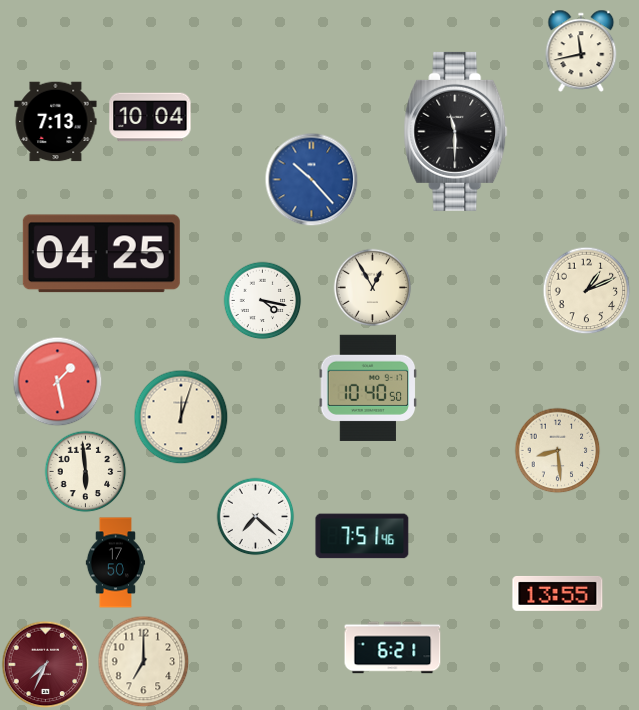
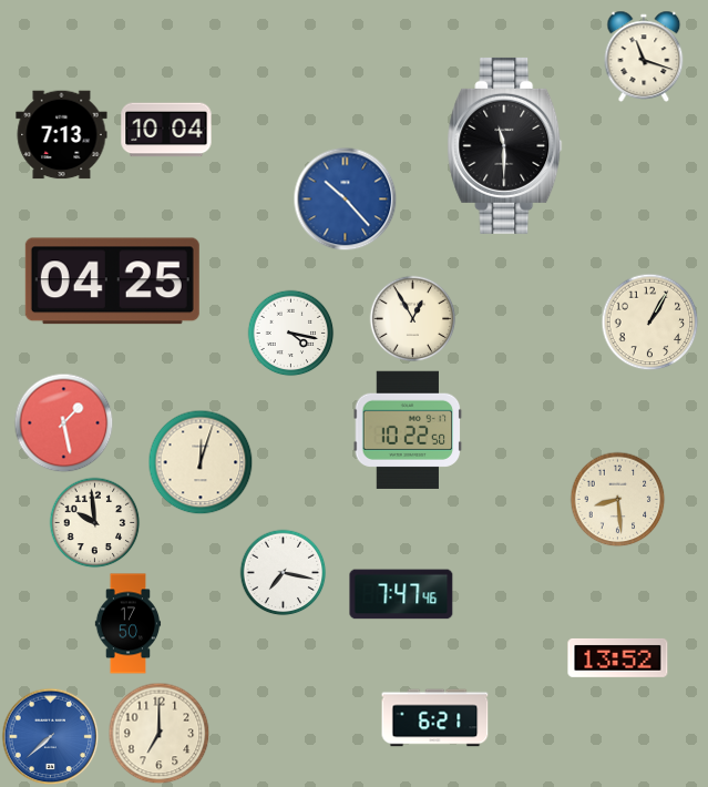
clock at (581, 51): 11:43 -> 11:18
clock at (586, 290): 1:11 -> 1:05
clock at (368, 388): 10:40 -> 10:22
clock at (85, 471): 5:59 -> 9:59
clock at (255, 516): 7:22 -> 7:17
clock at (362, 536): 7:51 -> 7:47
clock at (558, 593): 13:55 -> 13:52
clock at (45, 664): 7:34 -> 7:38
clock at (45, 664) dial: burgundy -> blue
